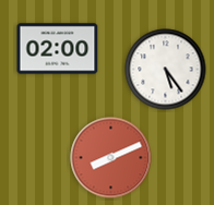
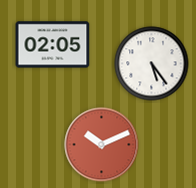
clock at (58, 49): 02:00 -> 02:05
clock at (111, 158): 8:11 -> 10:11
